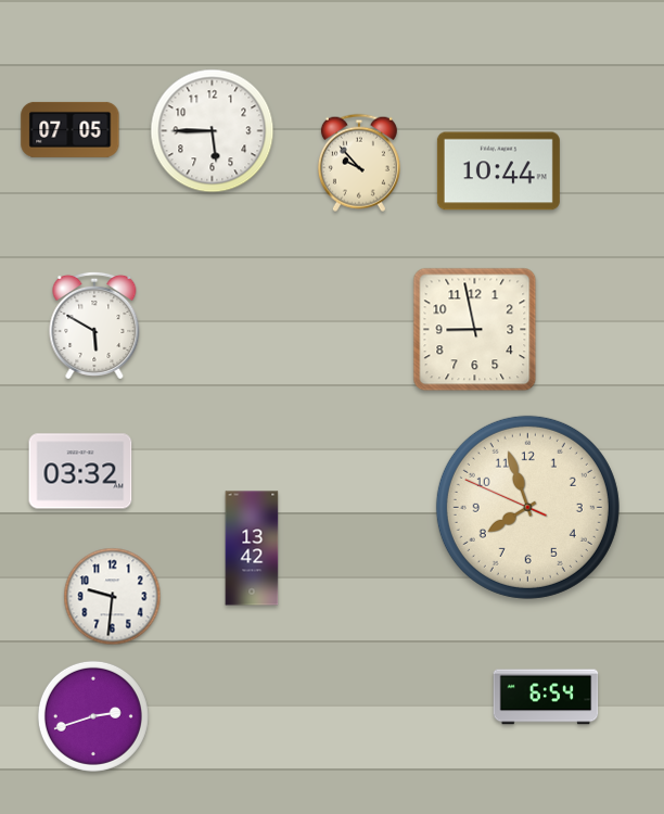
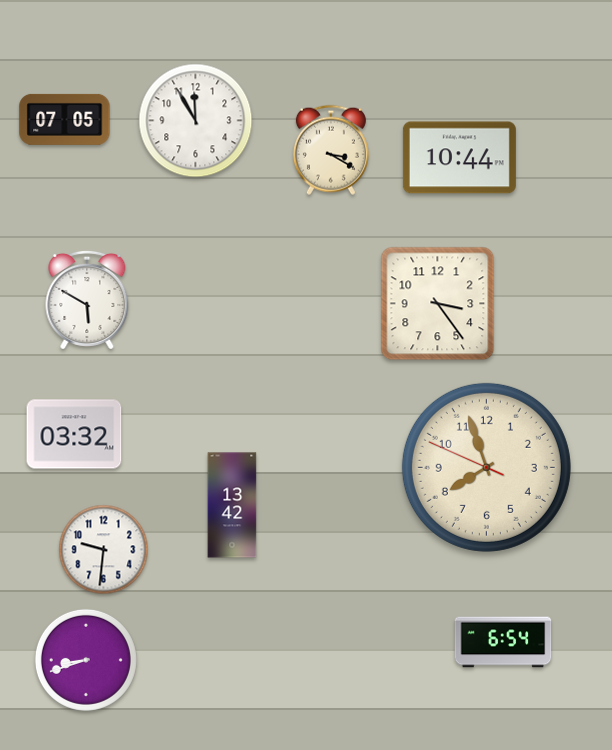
clock at (213, 131): 5:45 -> 11:55
clock at (359, 163): 9:53 -> 3:20
clock at (475, 330): 8:58 -> 3:24
clock at (93, 716): 2:42 -> 8:42
